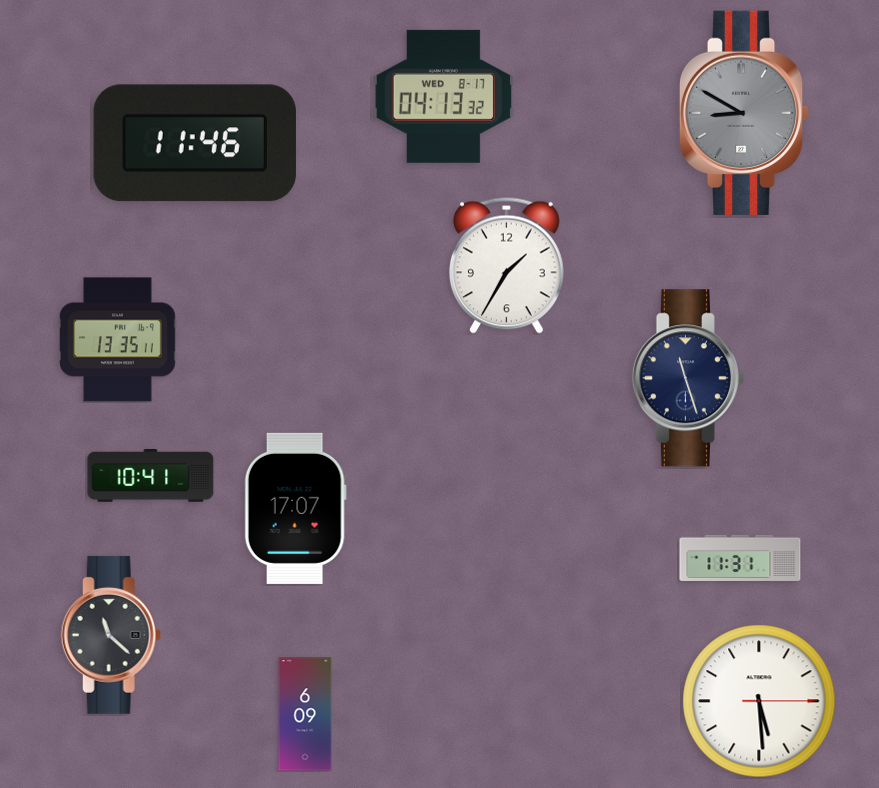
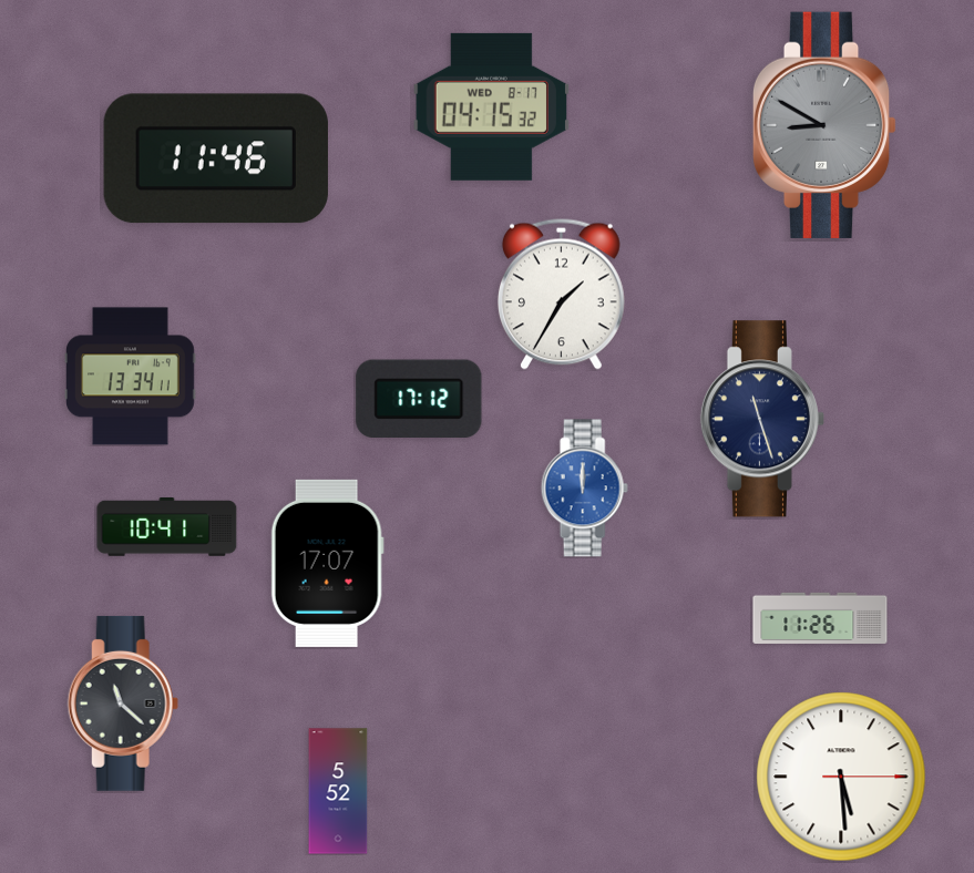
clock at (443, 96): 04:13 -> 04:15
clock at (118, 340): 13:35 -> 13:34
clock at (419, 398): none -> 17:12
clock at (584, 489): none -> 12:00
clock at (740, 557): 11:31 -> 11:26
clock at (305, 714): 6:09 -> 5:52
